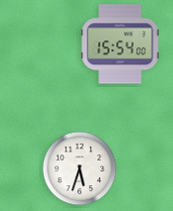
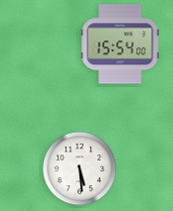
clock at (80, 169): 5:33 -> 5:29
